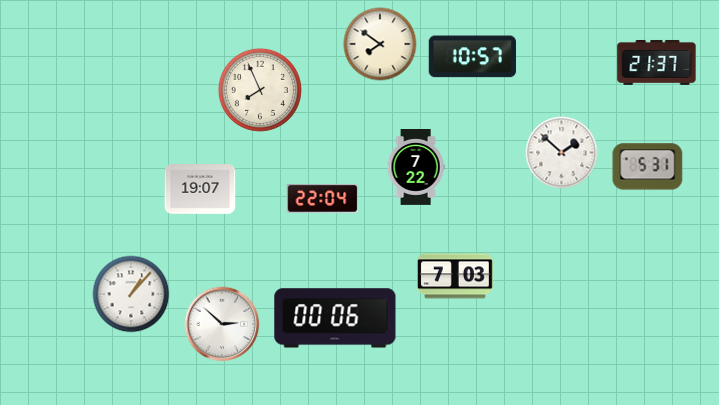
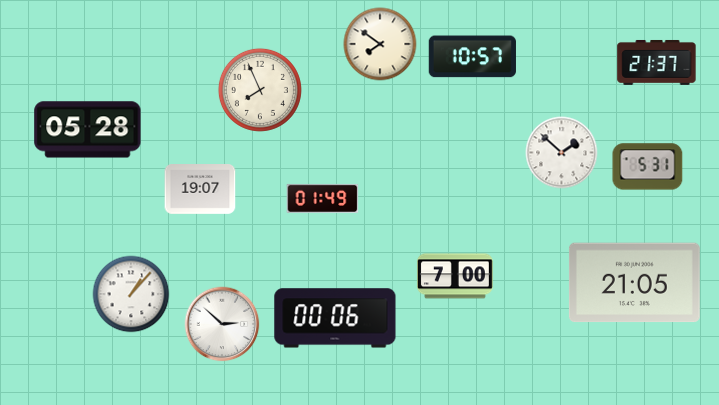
clock at (88, 130): none -> 05:28
clock at (416, 168): 7:22 -> none
clock at (323, 198): 22:04 -> 01:49
clock at (455, 276): 7:03 -> 7:00
clock at (634, 283): none -> 21:05
